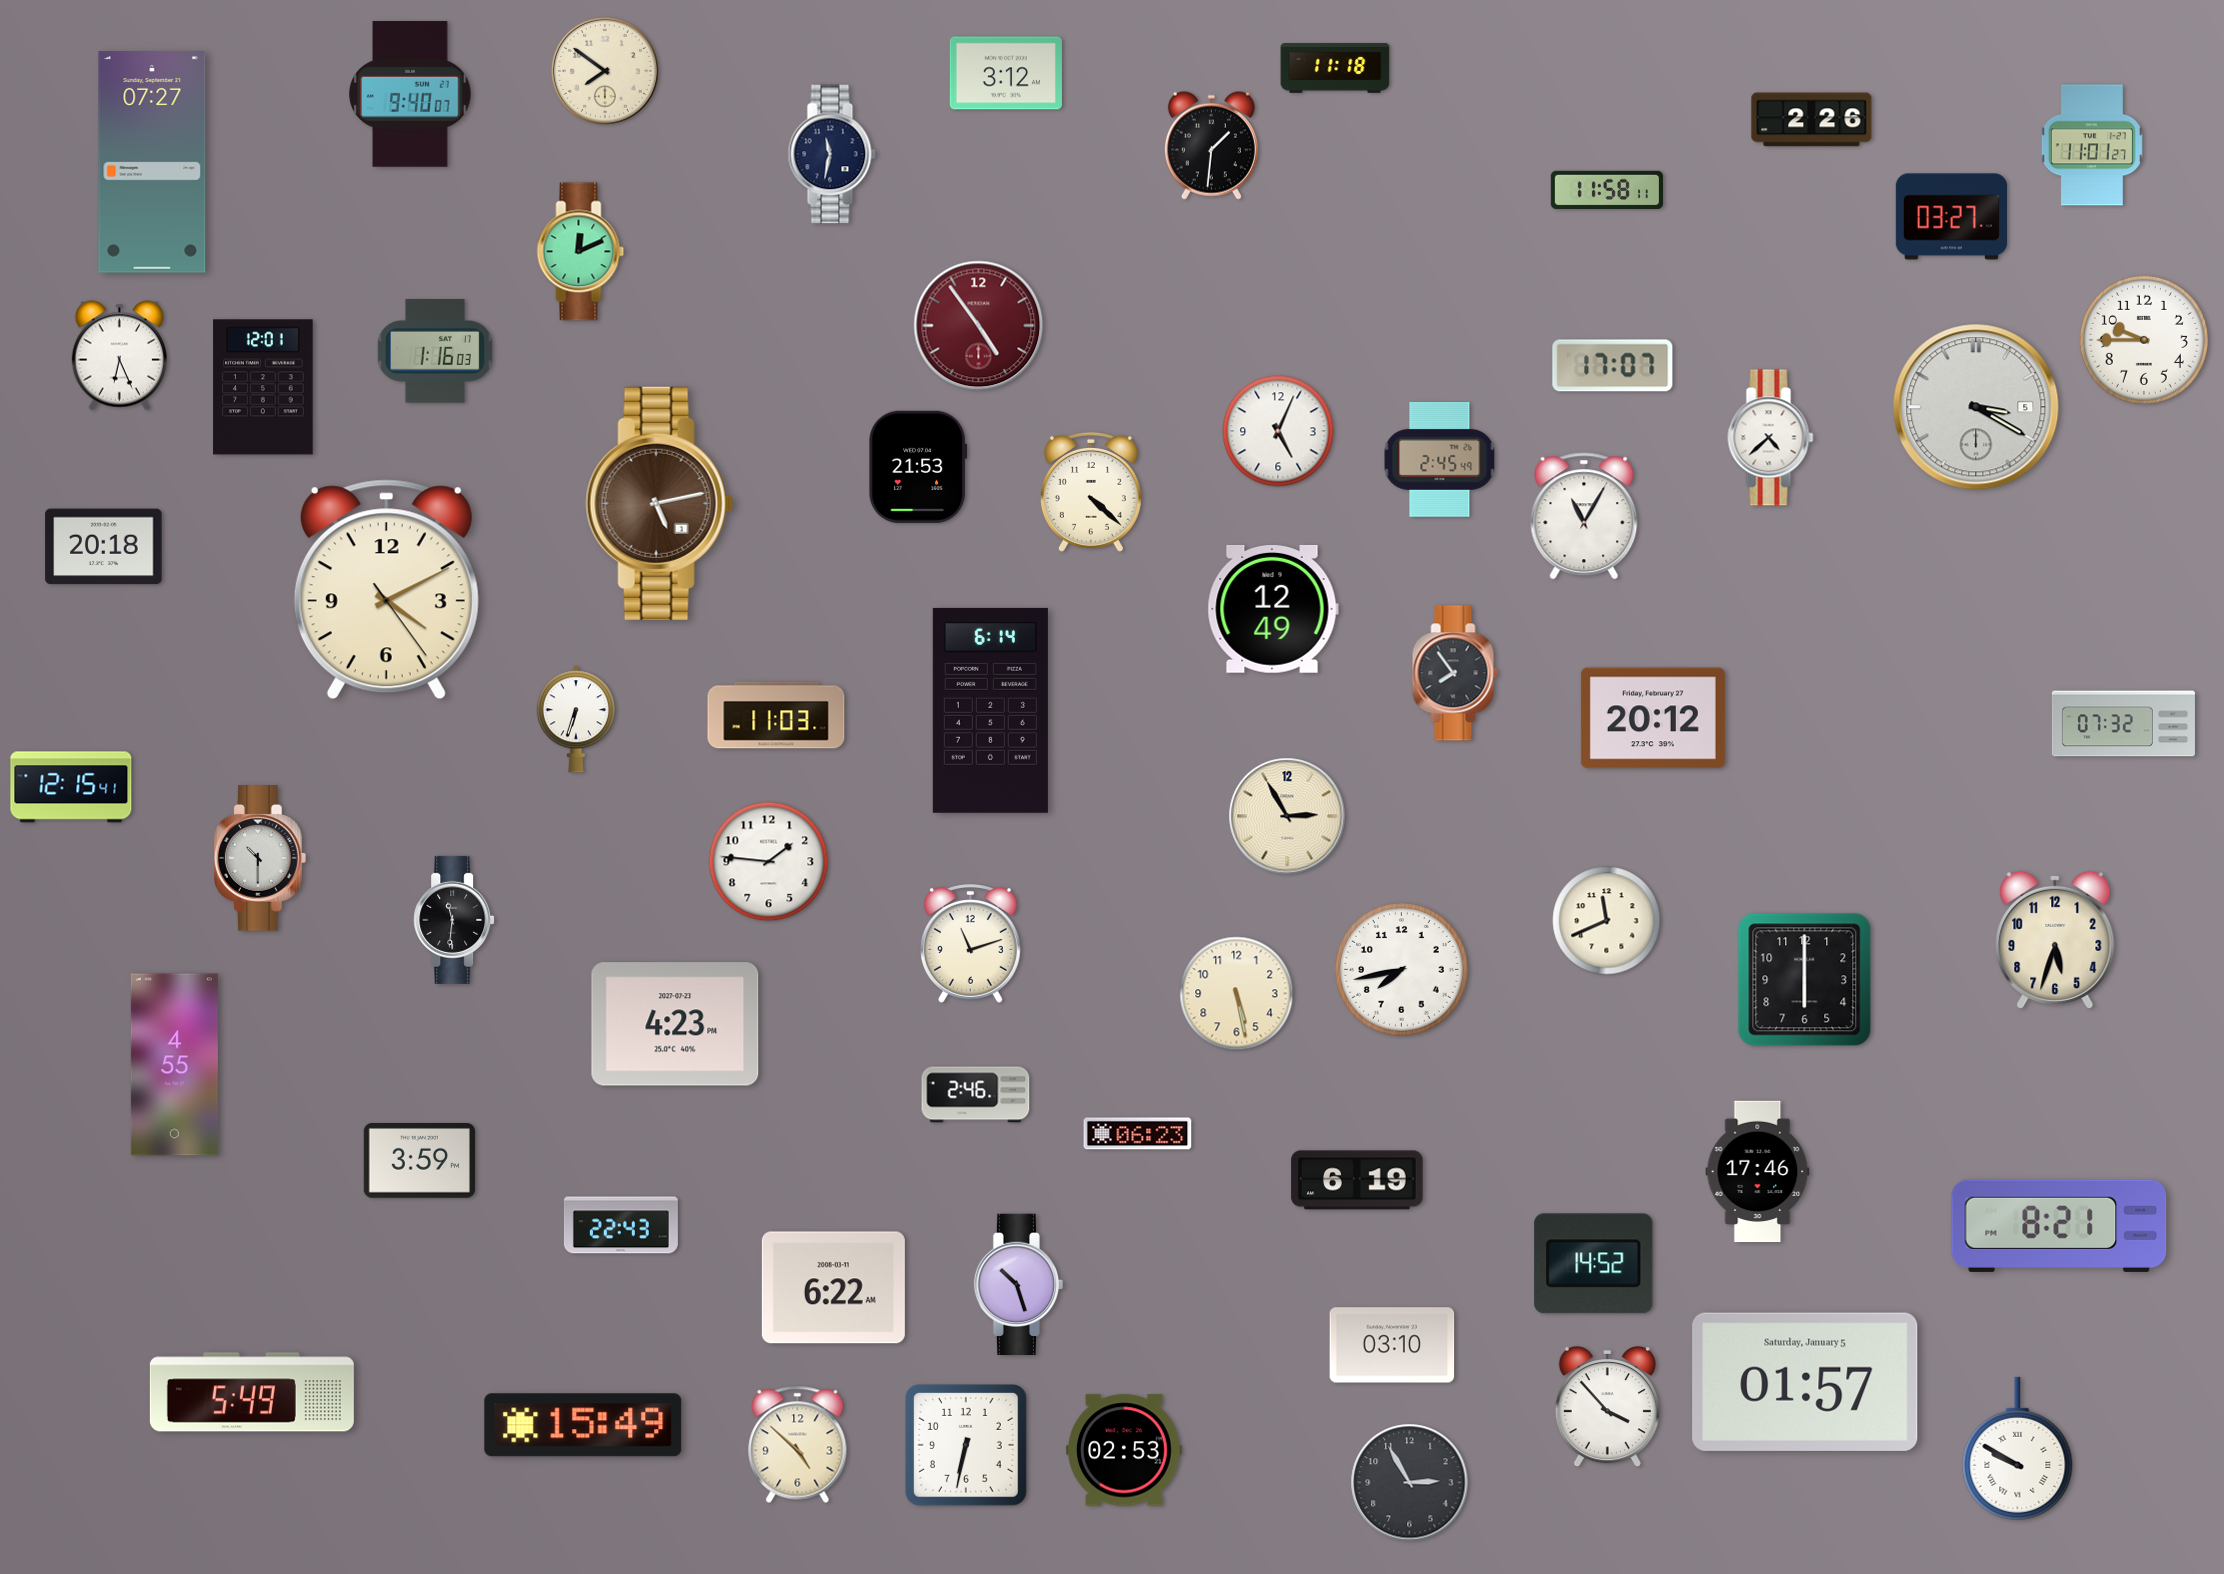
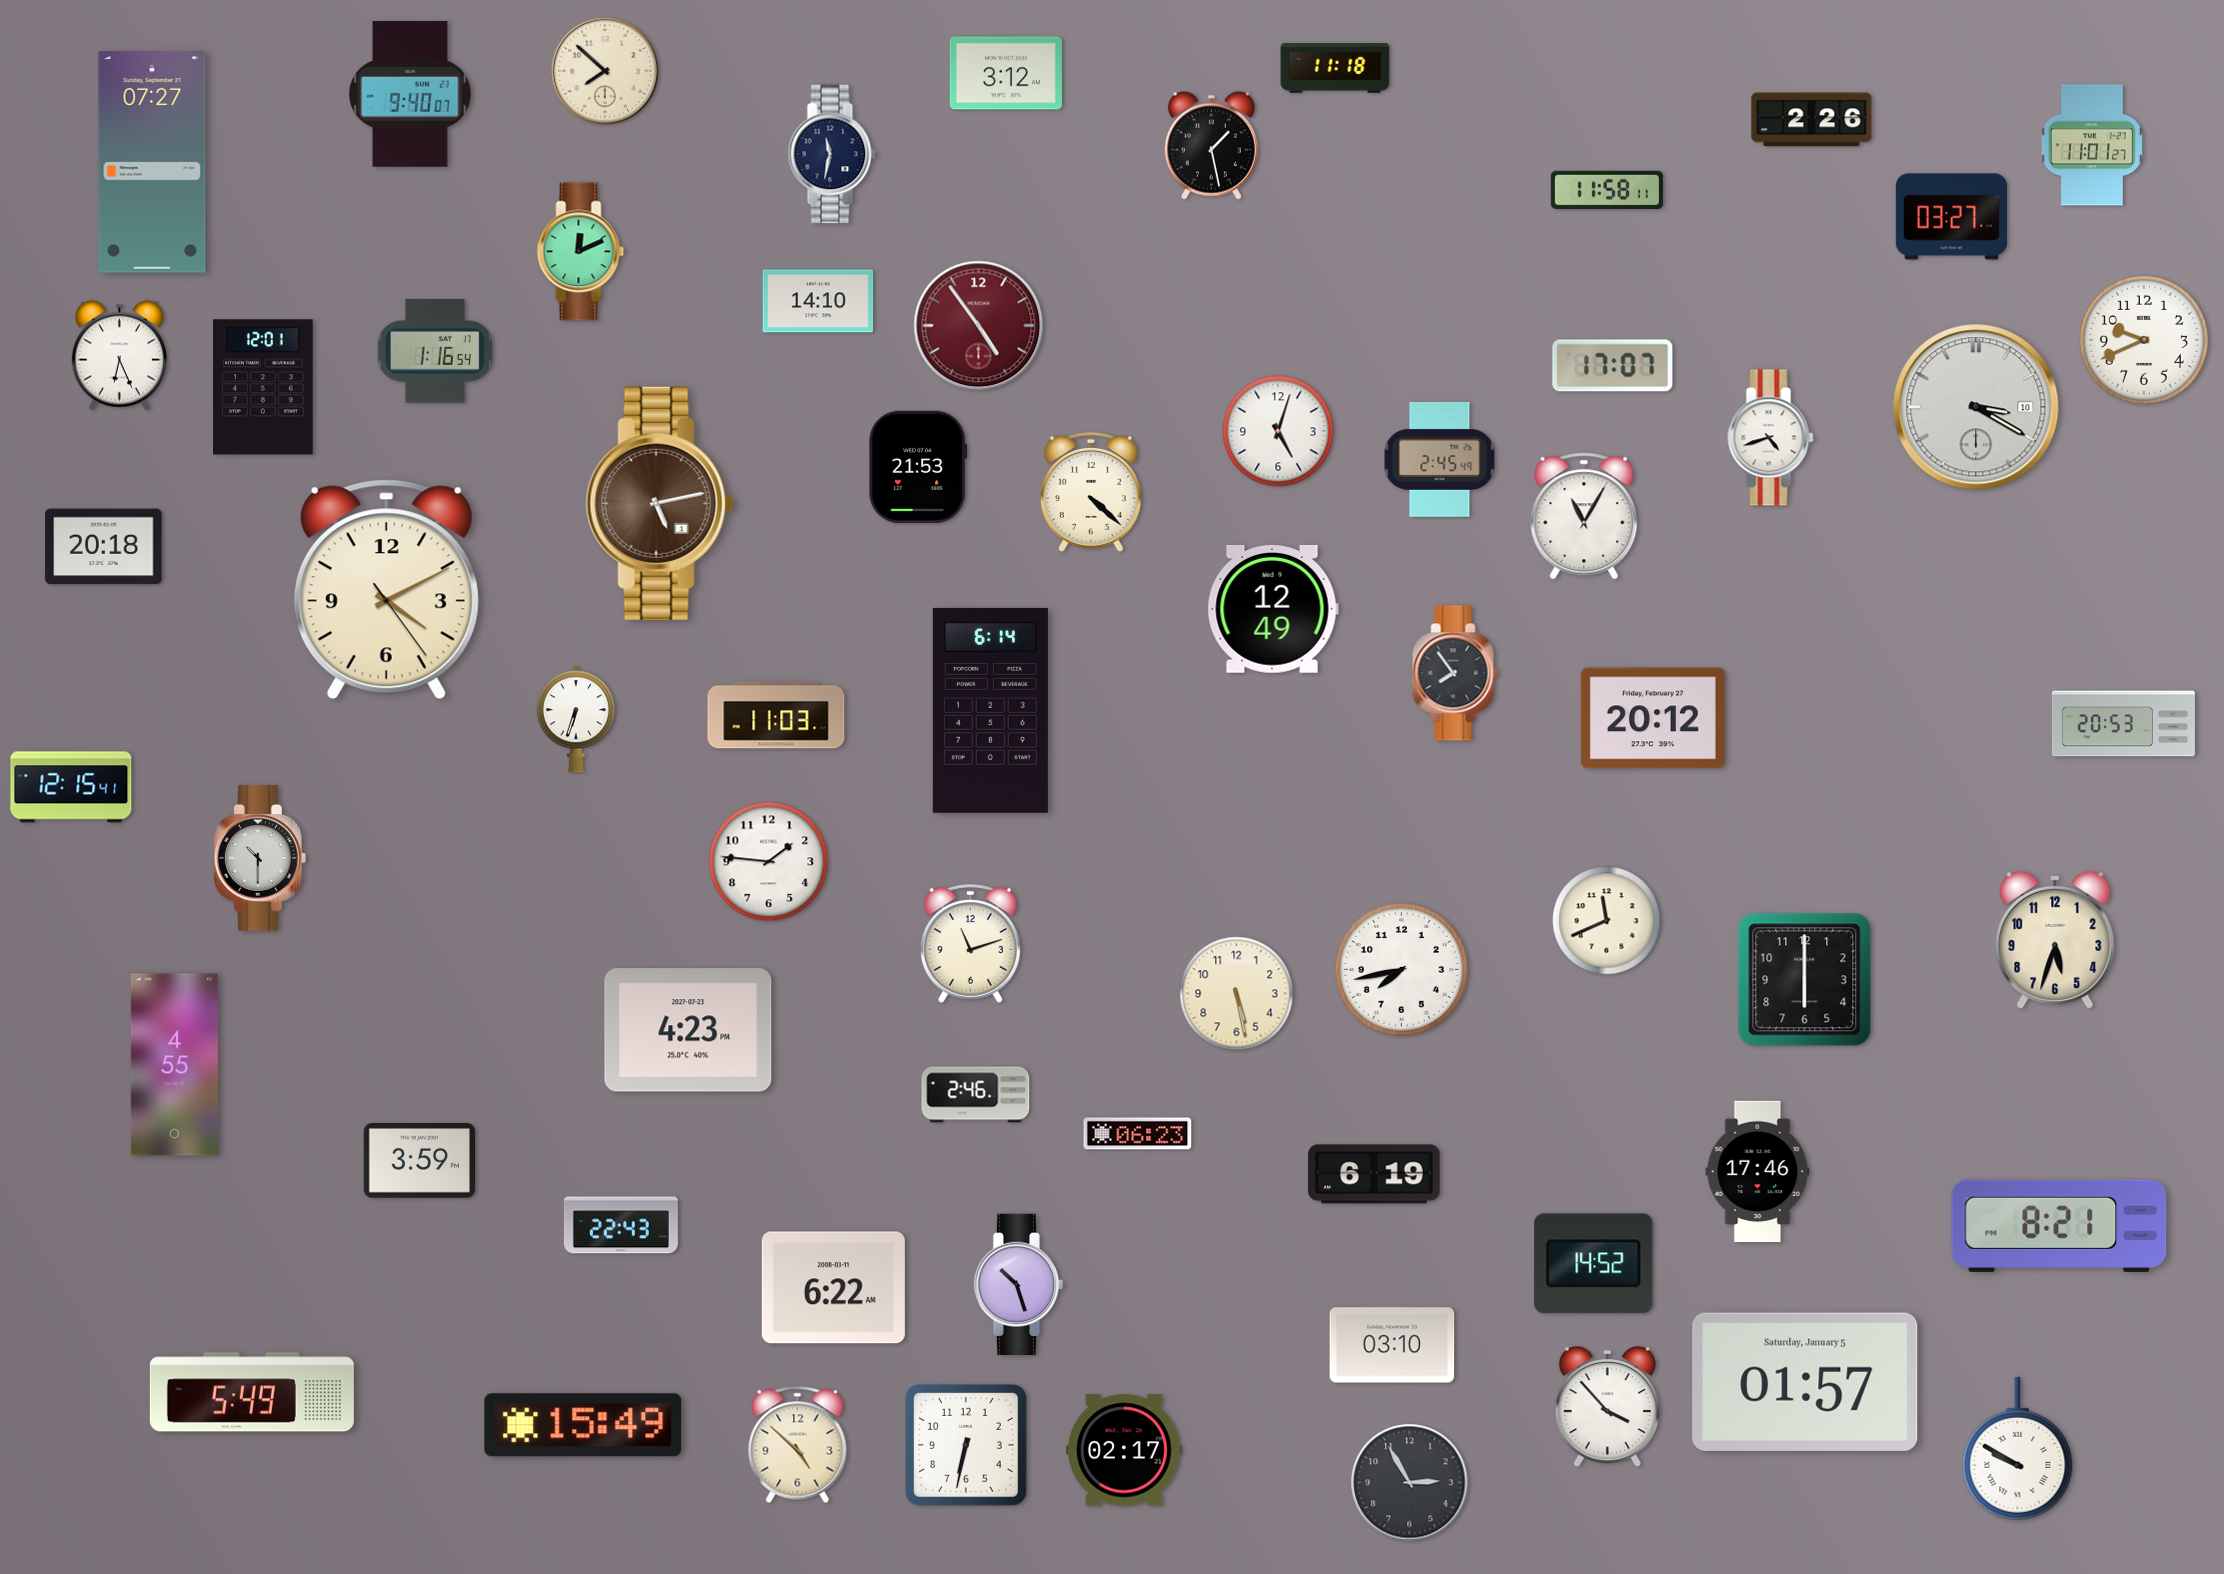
clock at (605, 71): 7:51 -> 7:52
clock at (1211, 145): 1:31 -> 1:28
clock at (818, 301): none -> 14:10
clock at (2144, 340): 9:45 -> 9:41
clock at (435, 351): 1:16:03 -> 1:16:54
clock at (1976, 407) date: 5 -> 10
clock at (1278, 431): 5:04 -> 5:03
clock at (1771, 438): 4:38 -> 4:42
clock at (2123, 724): 07:32 -> 20:53
clock at (1287, 816): 2:55 -> none
clock at (454, 920): 11:31 -> none
clock at (675, 1024) position: (675, 1024) -> (688, 1030)
clock at (1357, 1180) position: (1357, 1180) -> (1374, 1174)
clock at (1124, 1450): 02:53 -> 02:17
